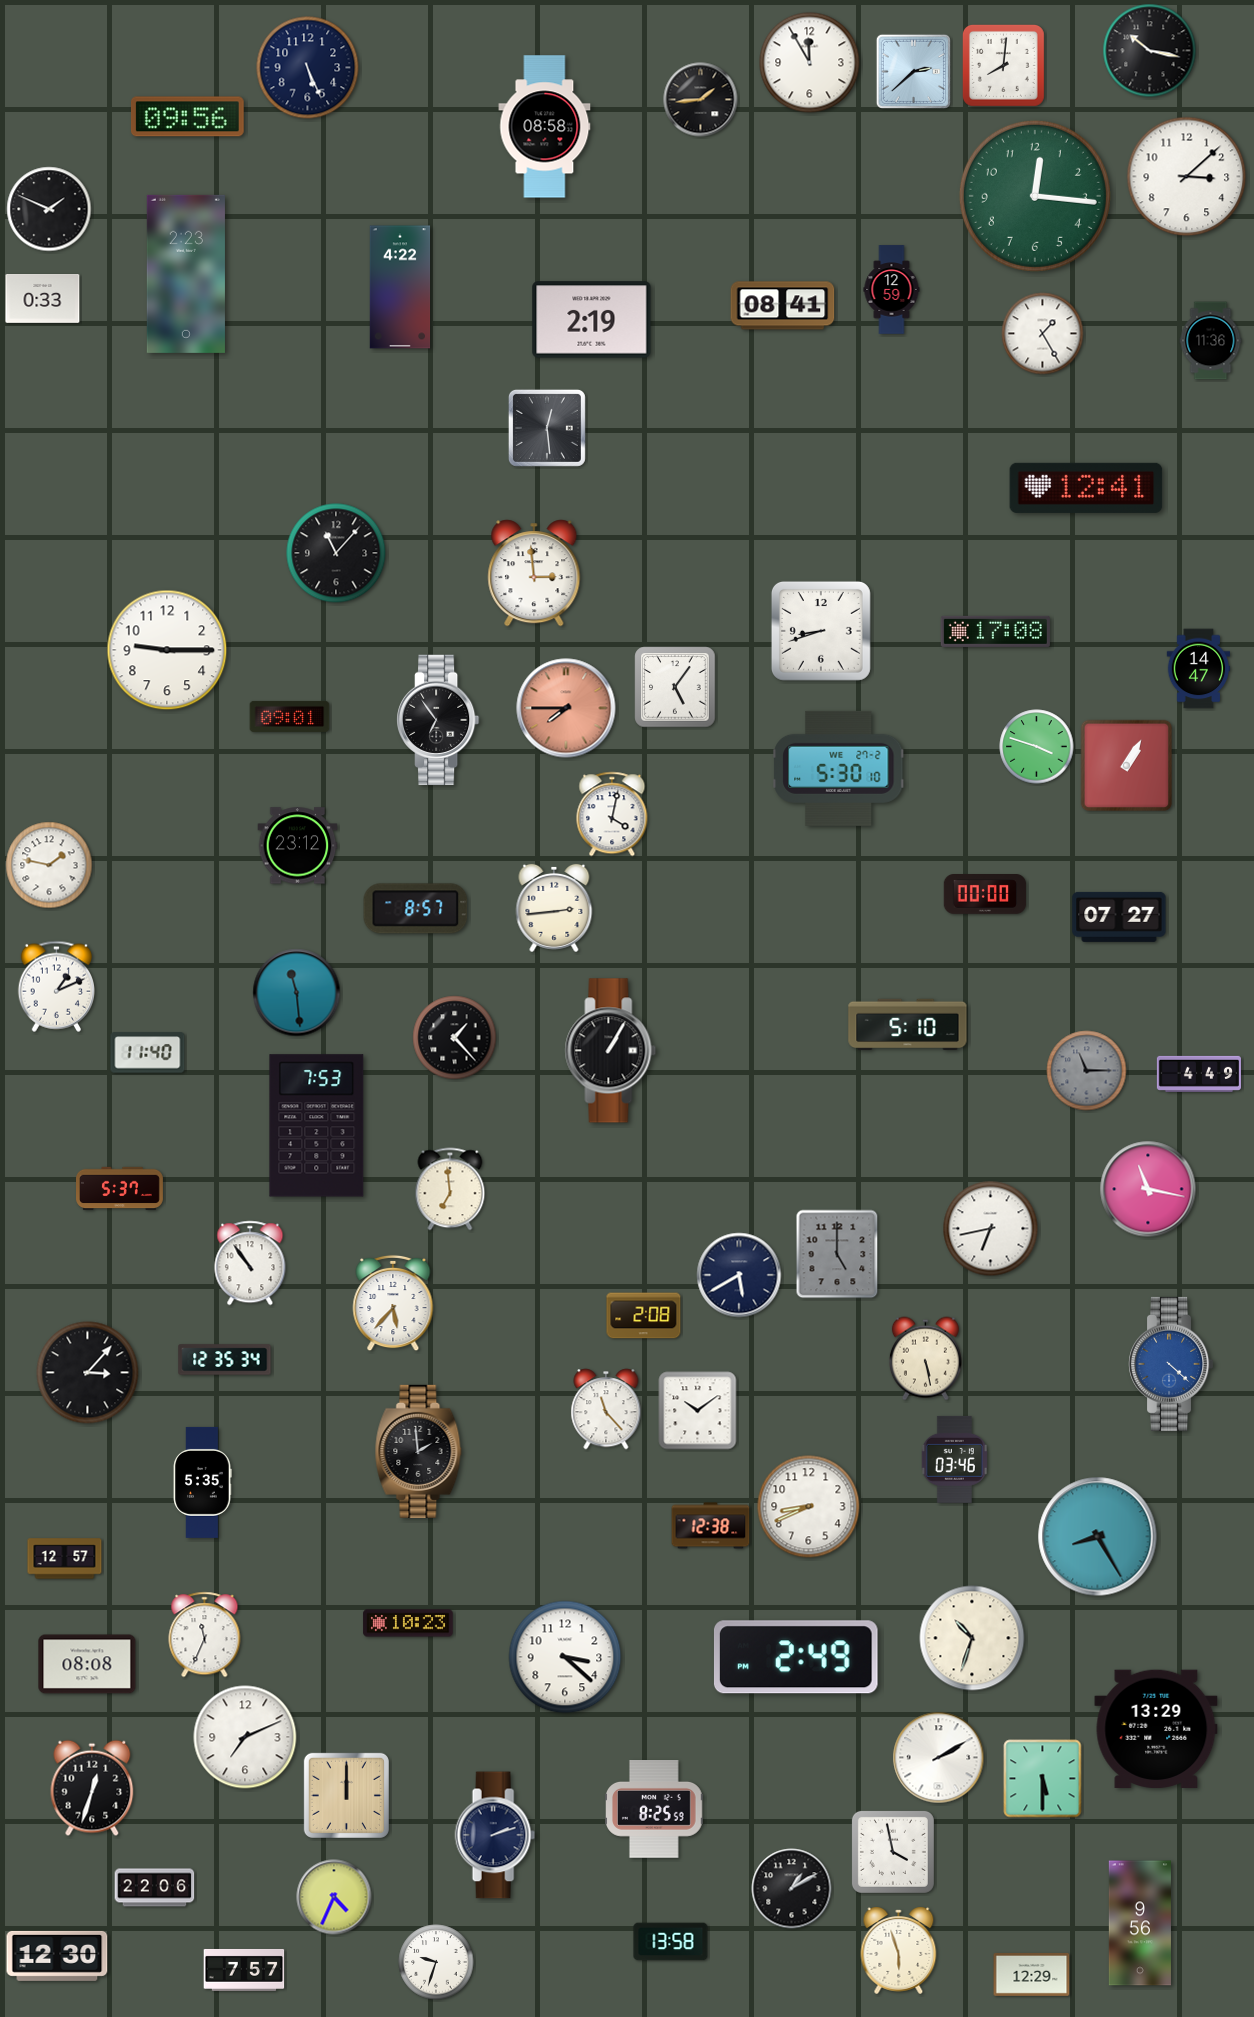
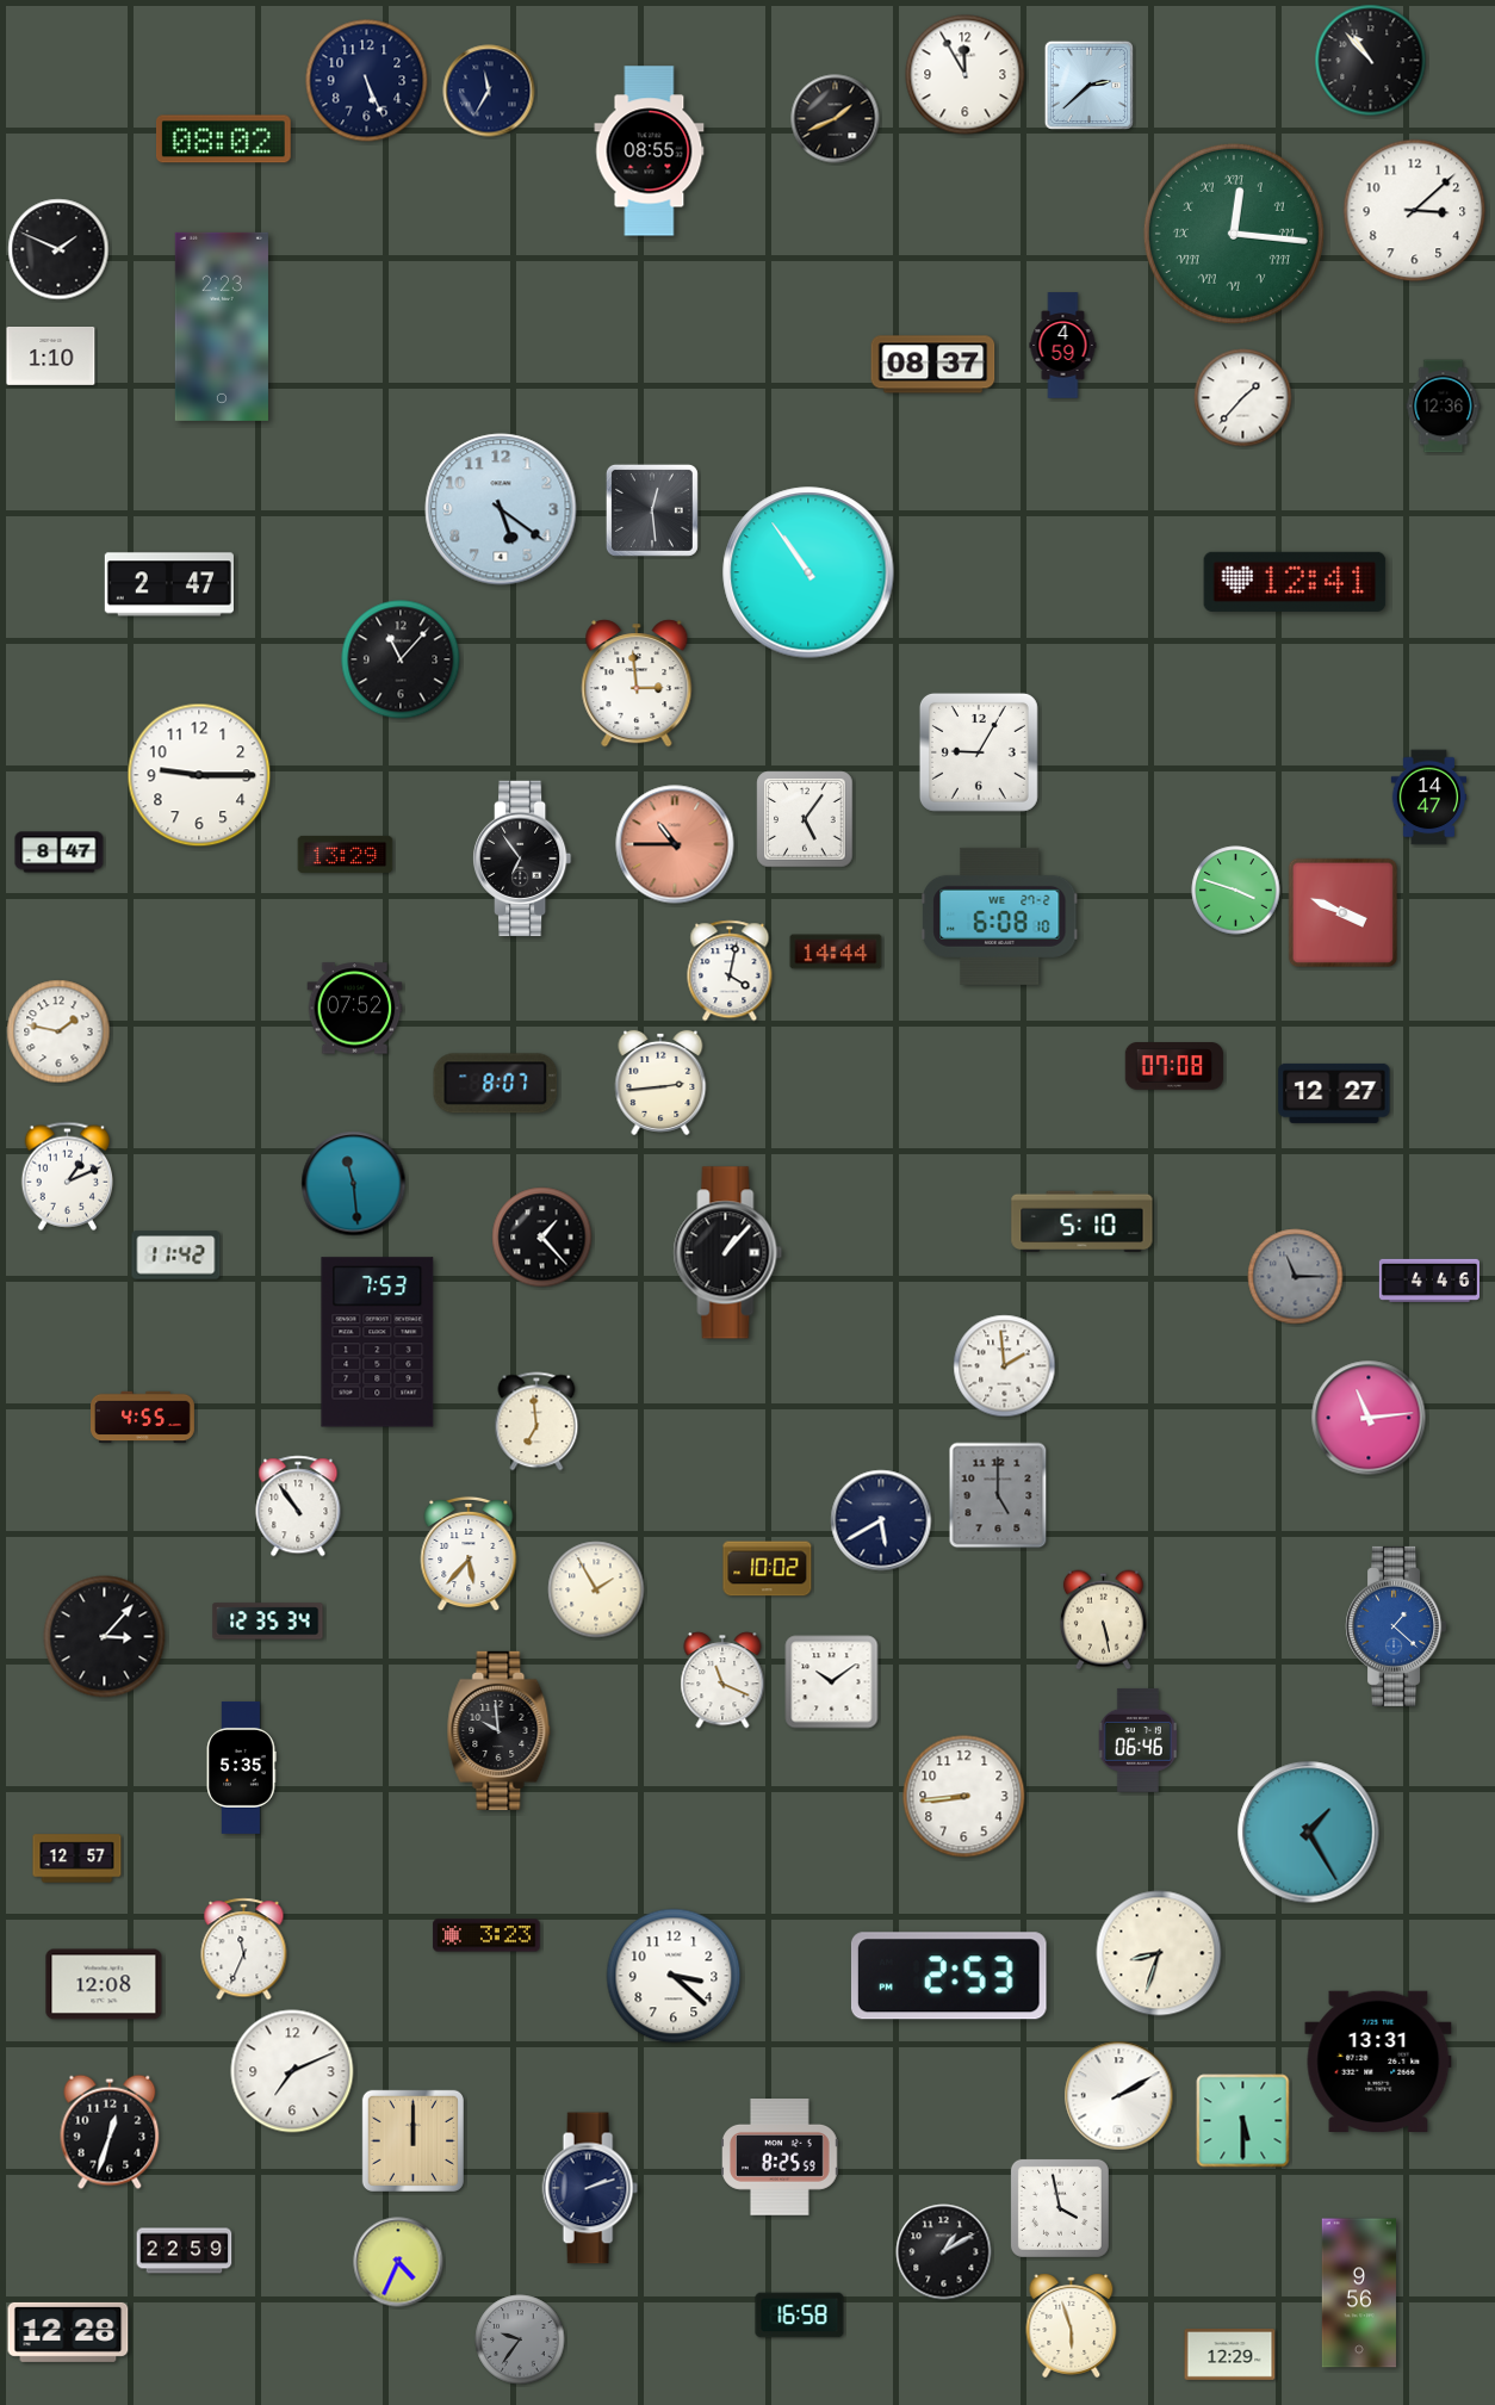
clock at (1150, 51): 10:17 -> 10:53
clock at (1004, 66): 8:01 -> none
clock at (489, 91): none -> 11:35
clock at (701, 100): 1:44 -> 1:41
clock at (187, 117): 09:56 -> 08:02
clock at (545, 127): 08:58 -> 08:55
clock at (1035, 196) numerals: Arabic -> Roman
clock at (400, 287): 4:22 -> none
clock at (892, 290): 12:59 -> 4:59
clock at (43, 299): 0:33 -> 1:10
clock at (783, 306): 08:41 -> 08:37
clock at (592, 320): 2:19 -> none
clock at (1043, 334): 1:25 -> 1:37
clock at (1211, 341): 11:36 -> 12:36
clock at (501, 509): none -> 5:21
clock at (808, 572): none -> 10:54
clock at (169, 584): none -> 2:47
clock at (821, 631): 8:42 -> 9:05
clock at (995, 631): 17:08 -> none
clock at (566, 708): 7:45 -> 10:45
clock at (60, 853): none -> 8:47
clock at (290, 716): 09:01 -> 13:29
clock at (1127, 766): 1:05 -> 3:49
clock at (839, 768): 5:30 -> 6:08
clock at (836, 952): none -> 14:44
clock at (298, 846): 23:12 -> 07:52
clock at (985, 894): 00:00 -> 07:08
clock at (416, 909): 8:57 -> 8:07
clock at (1119, 917): 07:27 -> 12:27
clock at (611, 1051): 1:05 -> 1:07
clock at (148, 1053): 11:40 -> 11:42
clock at (1199, 1074): 4:49 -> 4:46
clock at (1005, 1366): none -> 1:59
clock at (120, 1189): 5:37 -> 4:55
clock at (450, 1189) position: (450, 1189) -> (536, 1421)
clock at (1148, 1189): 11:17 -> 11:14
clock at (991, 1229): 6:43 -> none
clock at (644, 1316): 2:08 -> 10:02
clock at (596, 1589): none -> 1:55
clock at (1171, 1364): 4:22 -> 1:22
clock at (606, 1409): 11:23 -> 11:19
clock at (419, 1451): 1:59 -> 9:59
clock at (954, 1459): 03:46 -> 06:46
clock at (809, 1507): 8:41 -> 8:44
clock at (711, 1526): 12:38 -> none
clock at (1098, 1537): 8:25 -> 1:25
clock at (408, 1623): 10:23 -> 3:23
clock at (972, 1638): 10:33 -> 8:33
clock at (796, 1657): 2:49 -> 2:53
clock at (87, 1664): 08:08 -> 12:08
clock at (1156, 1729): 13:29 -> 13:31
clock at (893, 1852) position: (893, 1852) -> (1060, 2208)
clock at (155, 1888): 22:06 -> 22:59
clock at (671, 1942): 13:58 -> 16:58
clock at (57, 1956): 12:30 -> 12:28
clock at (436, 1962): 9:33 -> 9:36
clock at (436, 1962) dial: white -> grey
clock at (244, 1970): 7:57 -> none
